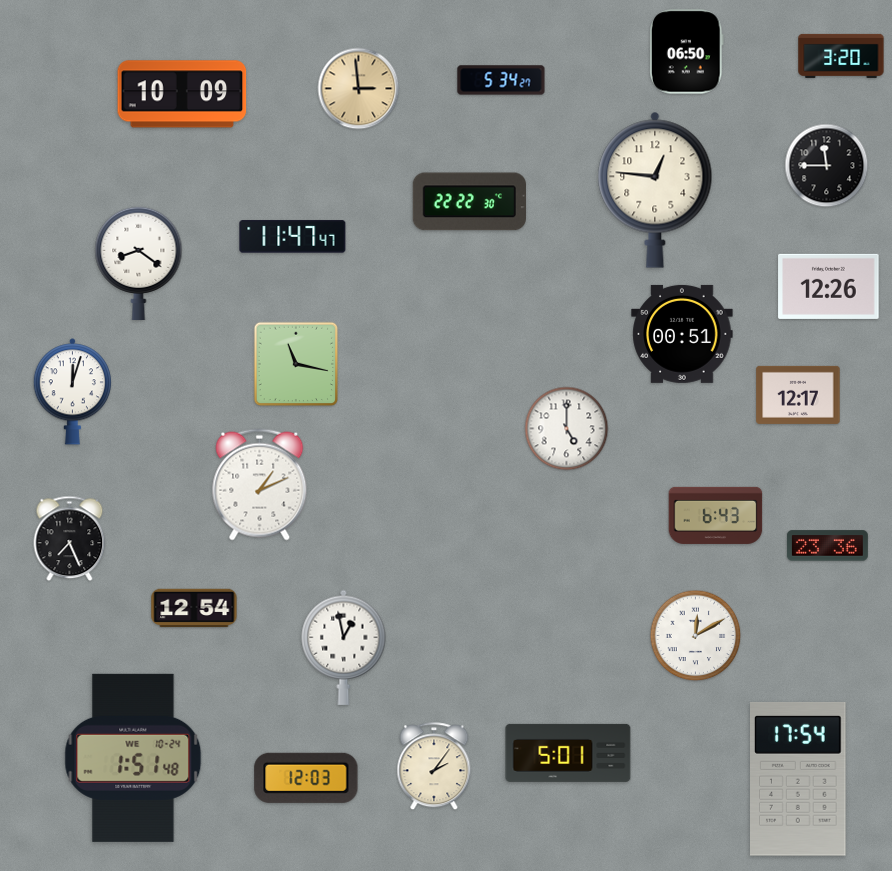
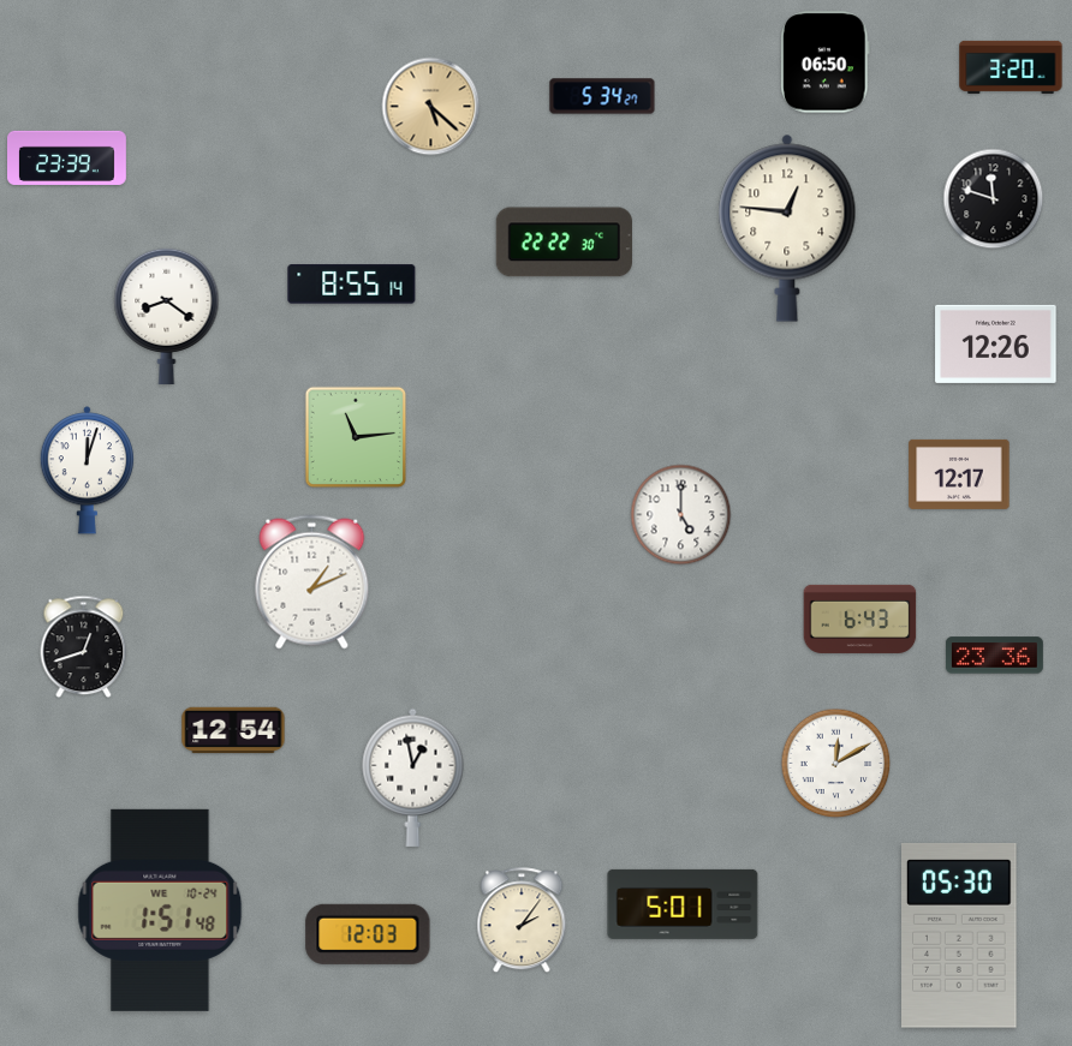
clock at (359, 89): 2:59 -> 5:22
clock at (182, 94): 10:09 -> none
clock at (67, 157): none -> 23:39
clock at (827, 166): 11:45 -> 11:48
clock at (293, 237): 11:47 -> 8:55
clock at (682, 334): 00:51 -> none
clock at (296, 364): 11:17 -> 11:14
clock at (70, 539): 7:26 -> 12:42
clock at (799, 780): 17:54 -> 05:30
